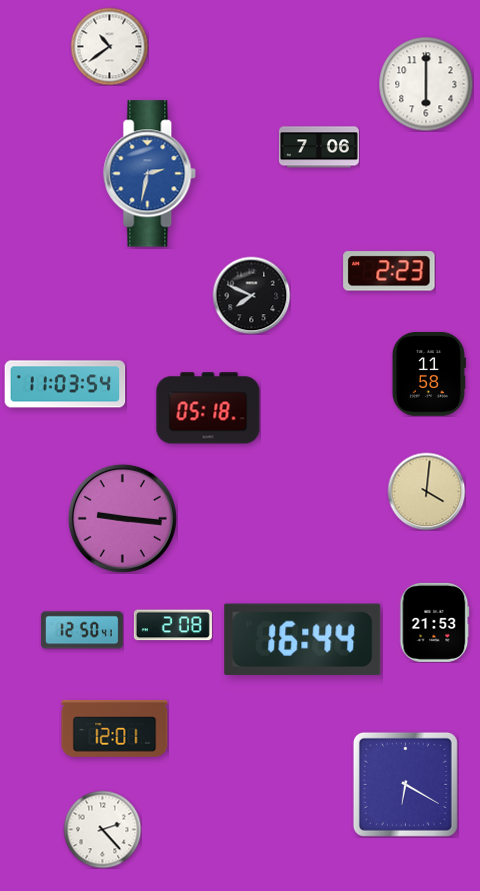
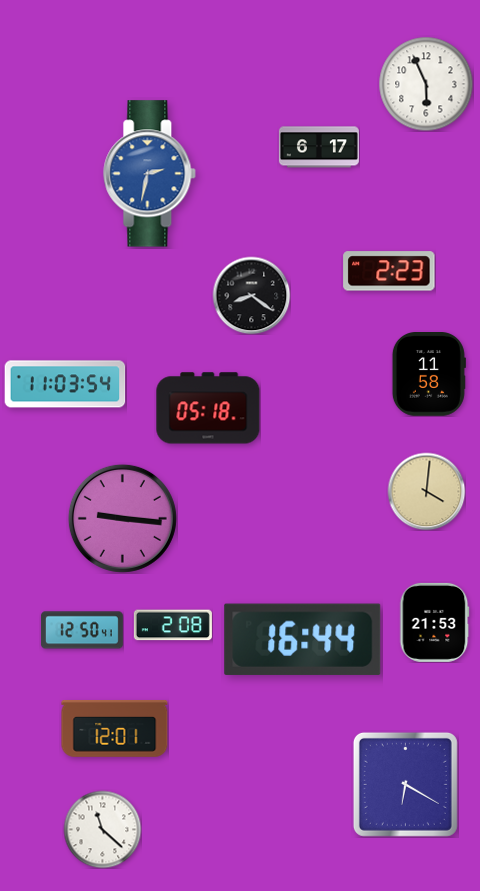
clock at (109, 46): 10:39 -> none
clock at (426, 84): 6:00 -> 5:56
clock at (319, 147): 7:06 -> 6:17
clock at (251, 295): 7:49 -> 8:21
clock at (102, 829): 2:23 -> 11:22
